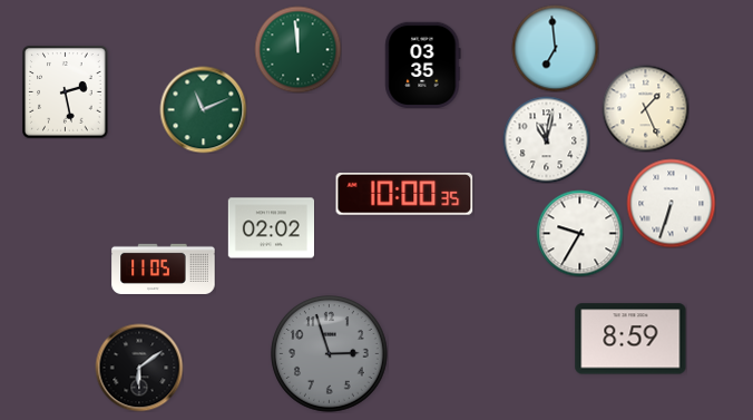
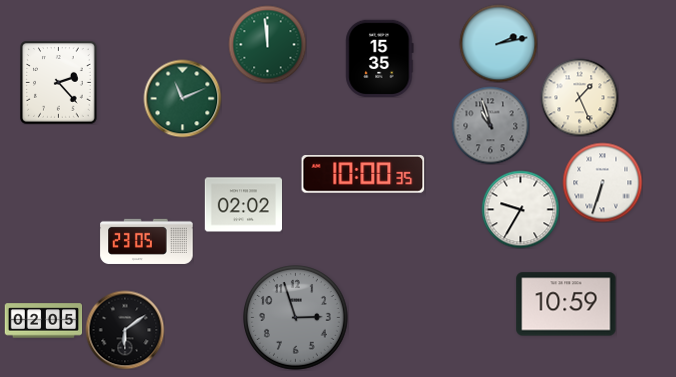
clock at (555, 48): 6:59 -> 2:13
clock at (423, 65): 03:35 -> 15:35
clock at (66, 91): 2:28 -> 2:23
clock at (546, 139): 11:02 -> 10:57
clock at (546, 139) dial: white -> grey
clock at (164, 268): 11:05 -> 23:05
clock at (630, 339): 8:59 -> 10:59
clock at (43, 321): none -> 02:05
